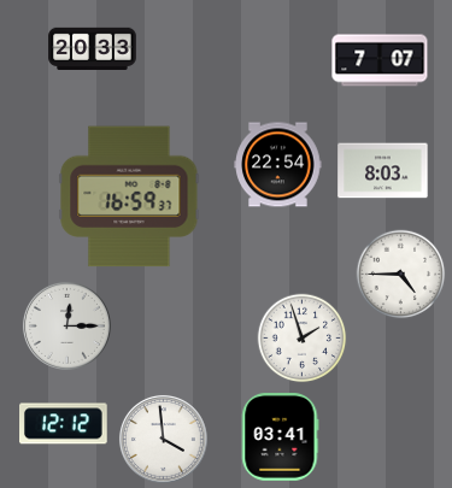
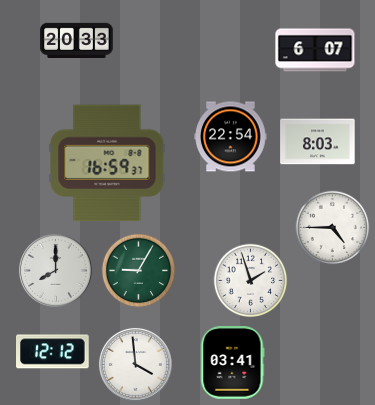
clock at (380, 60): 7:07 -> 6:07
clock at (66, 325): 12:15 -> 8:00
clock at (139, 271): none -> 9:05
